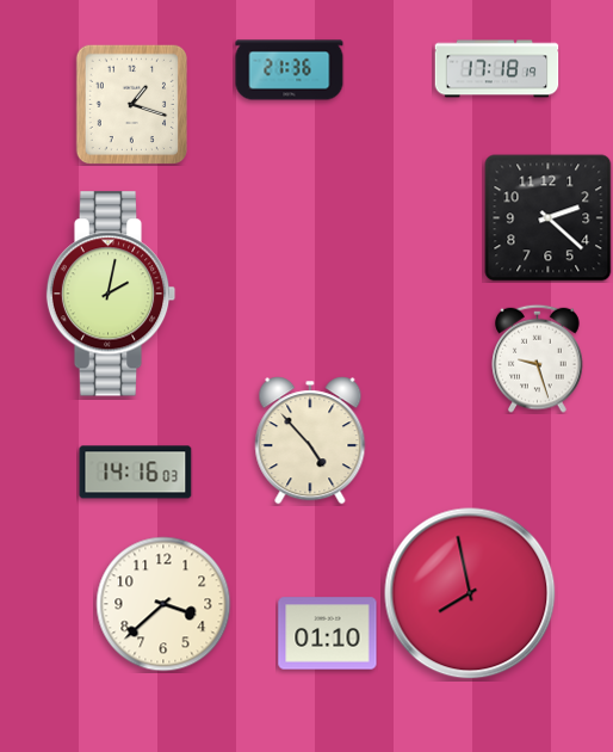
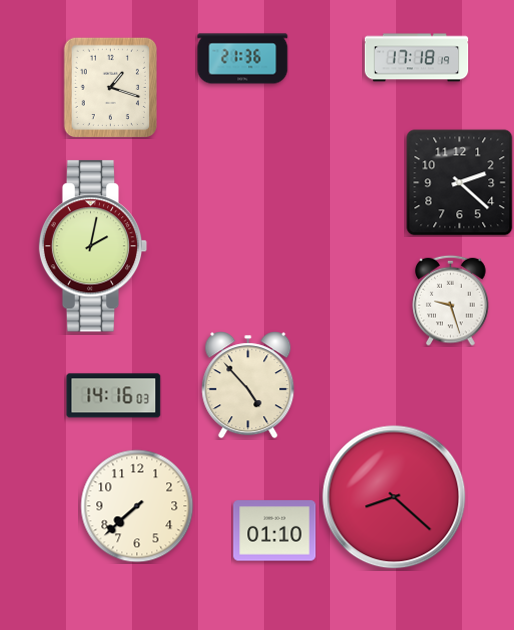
clock at (310, 440) position: (310, 440) -> (248, 385)
clock at (470, 593): 7:58 -> 8:22
clock at (163, 604): 3:38 -> 7:38
